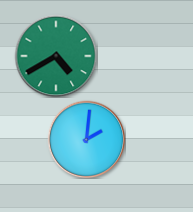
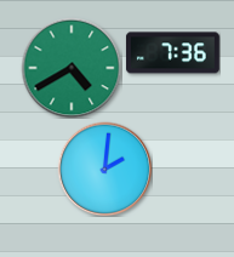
clock at (172, 53): none -> 7:36
clock at (56, 56) position: (56, 56) -> (72, 68)
